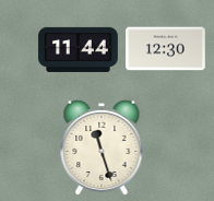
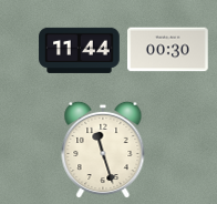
clock at (166, 49): 12:30 -> 00:30
